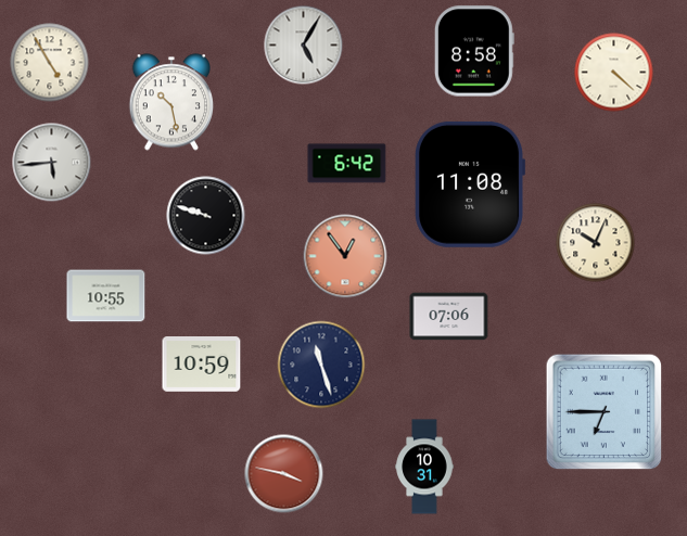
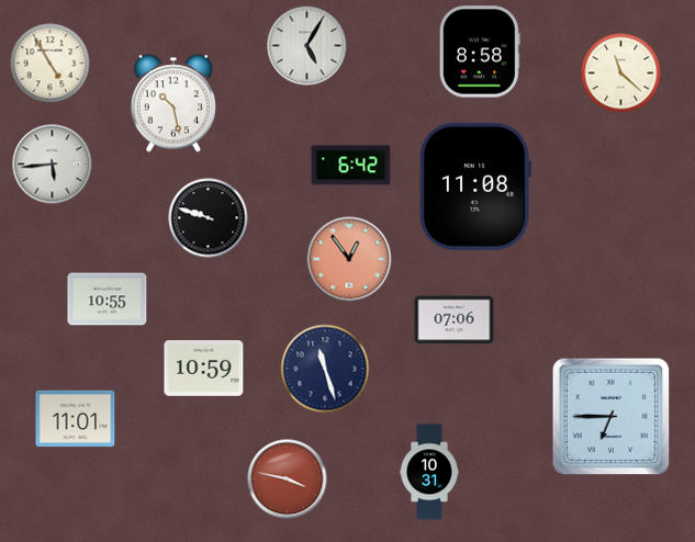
clock at (614, 73): 4:22 -> 11:22
clock at (596, 243): 10:04 -> none
clock at (76, 419): none -> 11:01
